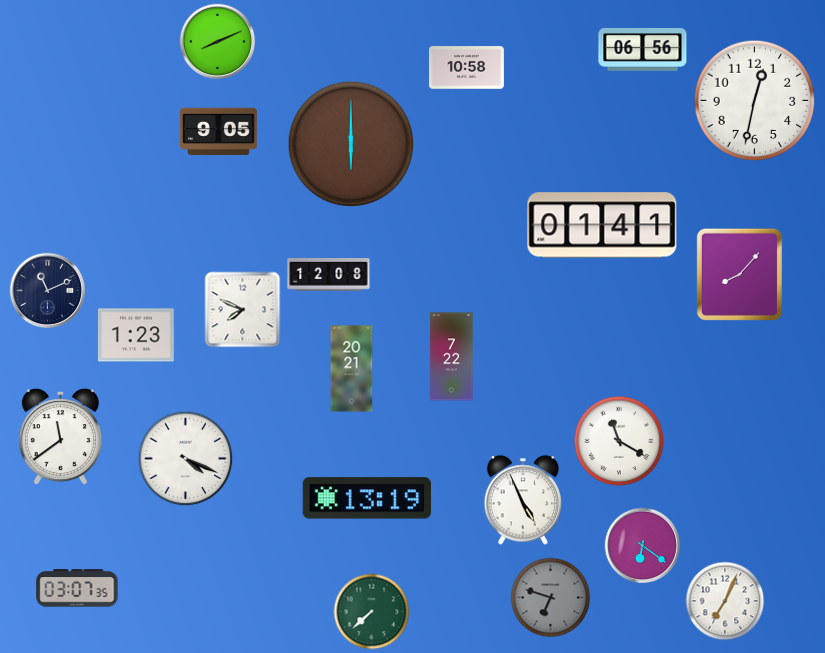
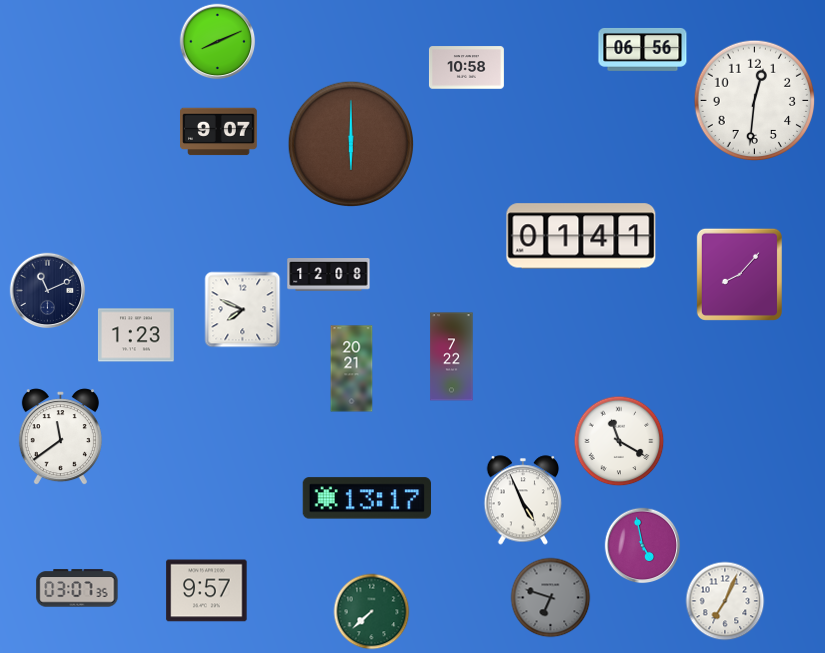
clock at (755, 101): 12:32 -> 12:31
clock at (219, 132): 9:05 -> 9:07
clock at (602, 225) position: (602, 225) -> (581, 236)
clock at (186, 459): 4:19 -> none
clock at (366, 498): 13:19 -> 13:17
clock at (643, 546): 6:21 -> 4:58
clock at (207, 591): none -> 9:57
